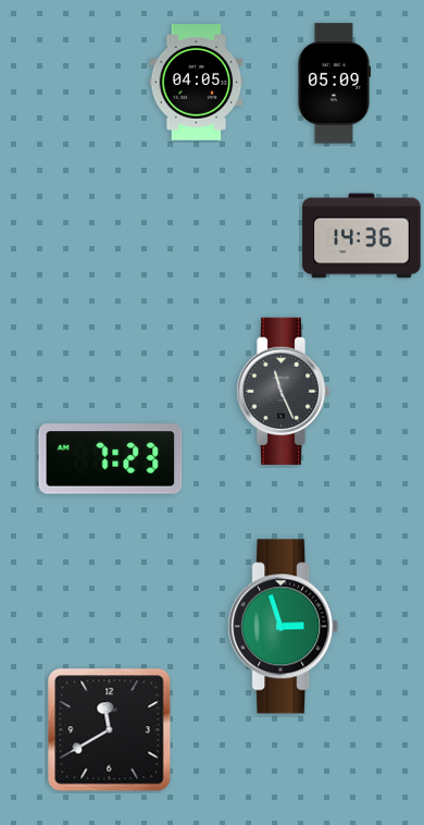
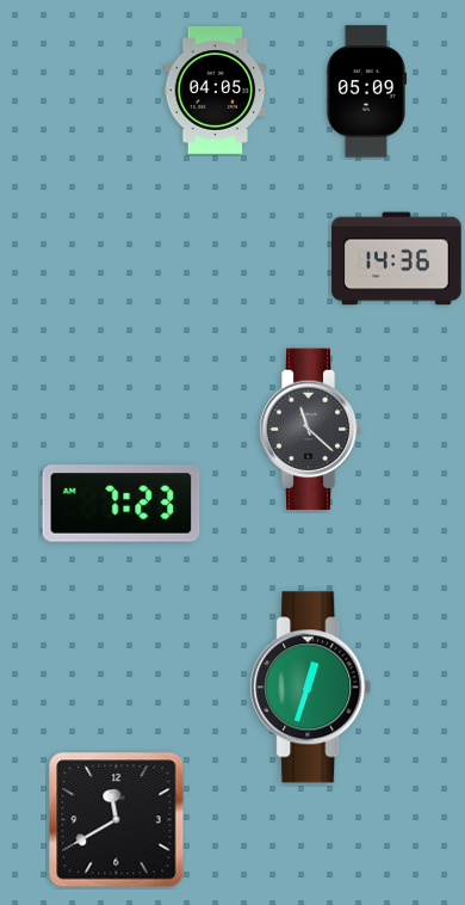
clock at (283, 392): 11:26 -> 11:22
clock at (284, 627): 2:57 -> 12:33
clock at (110, 730) position: (110, 730) -> (117, 820)
